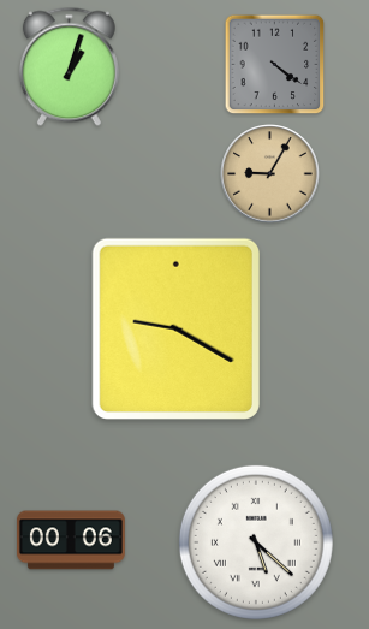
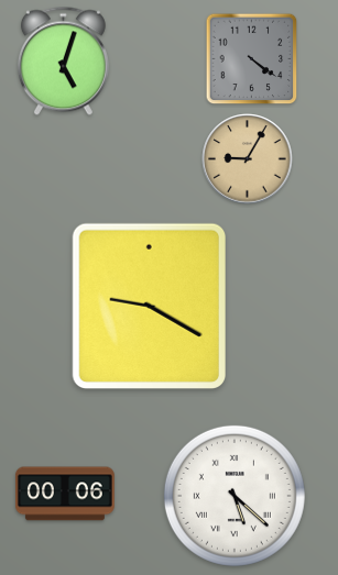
clock at (69, 67): 1:03 -> 5:03
clock at (175, 328) position: (175, 328) -> (149, 306)
